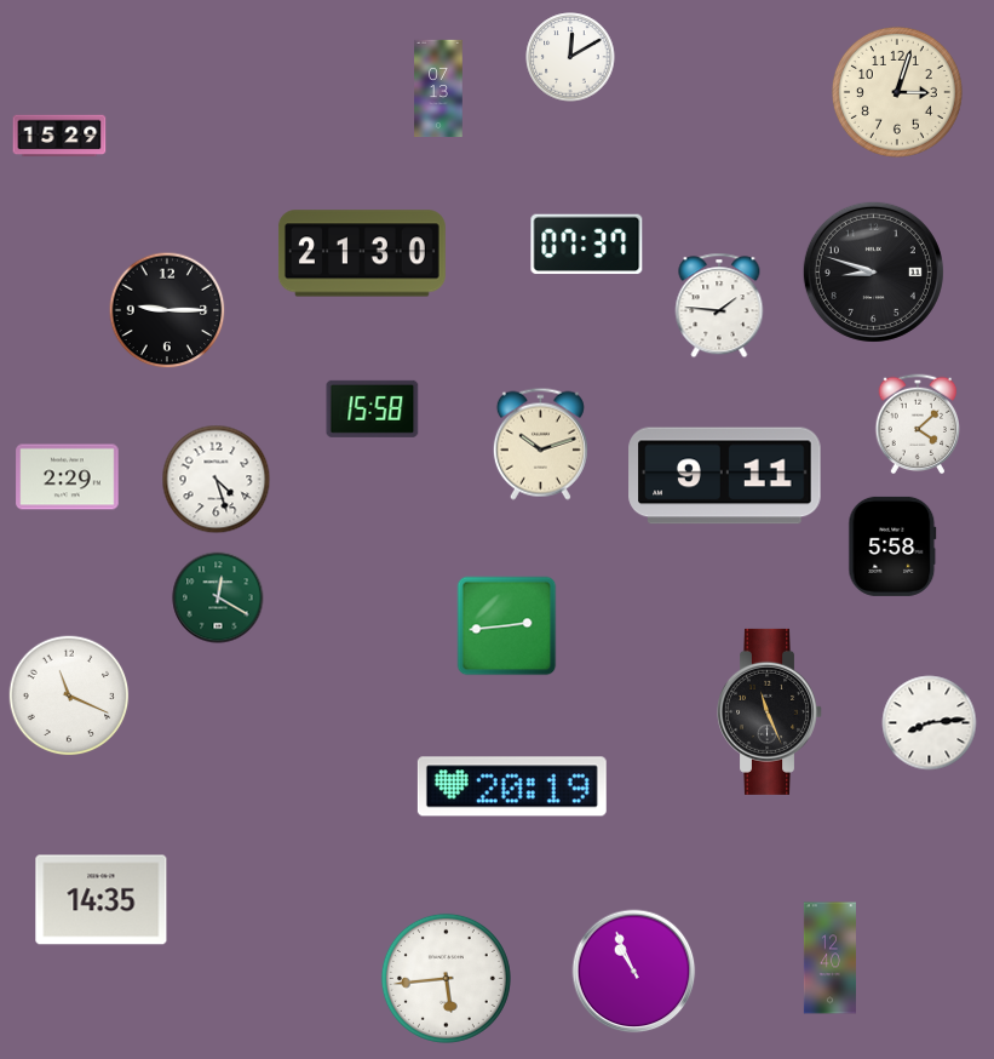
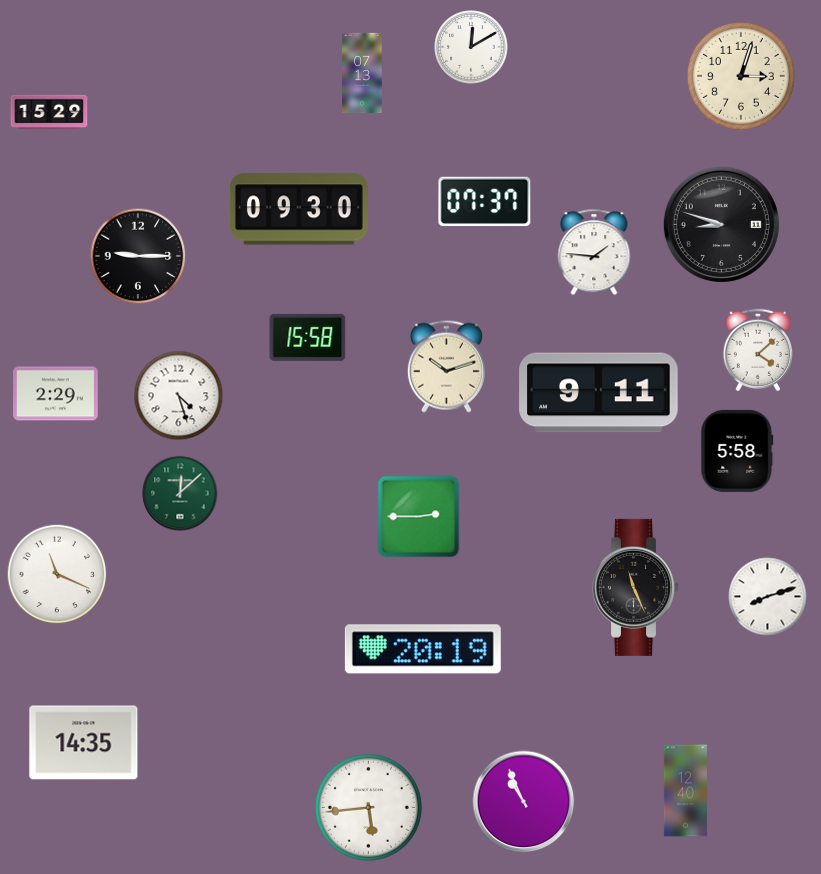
clock at (362, 253): 21:30 -> 09:30
clock at (218, 597): 12:20 -> 12:08
clock at (507, 626): 2:44 -> 2:45
clock at (930, 723): 8:14 -> 8:12
